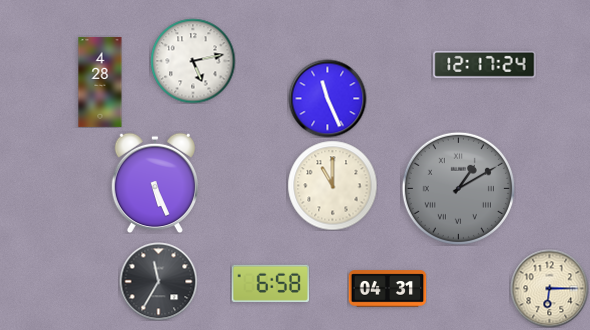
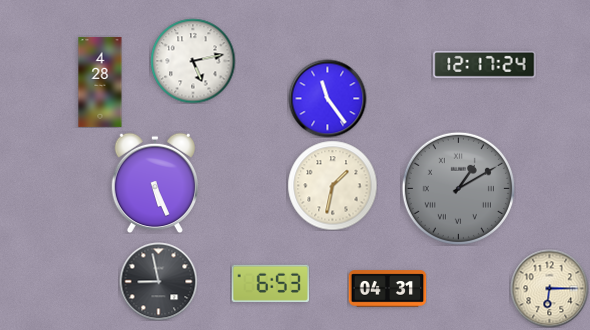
clock at (327, 98): 11:26 -> 11:24
clock at (332, 185): 11:00 -> 1:32
clock at (158, 281): 11:35 -> 8:58
clock at (270, 283): 6:58 -> 6:53
